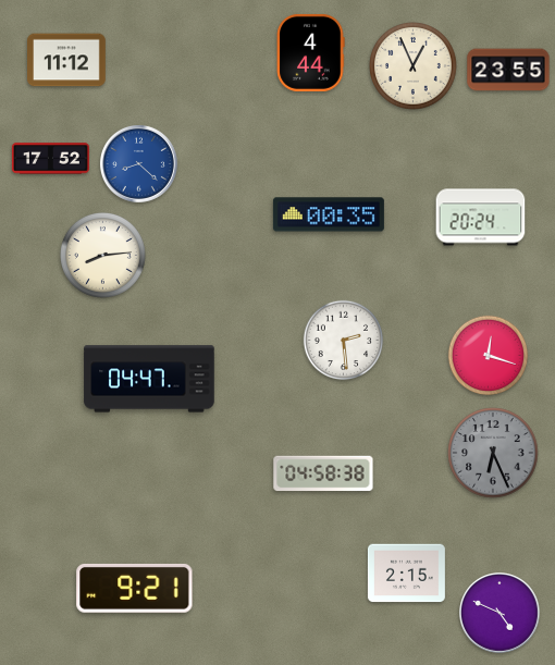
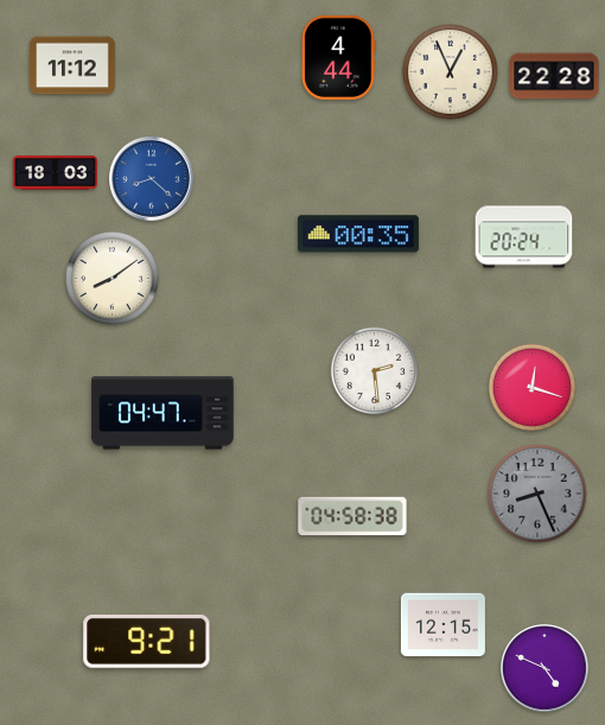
clock at (508, 70): 23:55 -> 22:28
clock at (50, 159): 17:52 -> 18:03
clock at (102, 255): 8:14 -> 8:09
clock at (493, 453): 6:26 -> 8:26
clock at (406, 574): 2:15 -> 12:15
